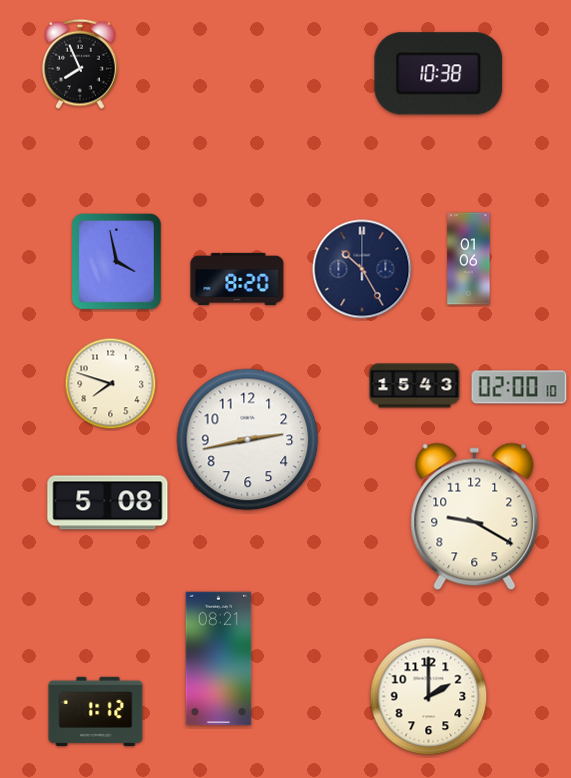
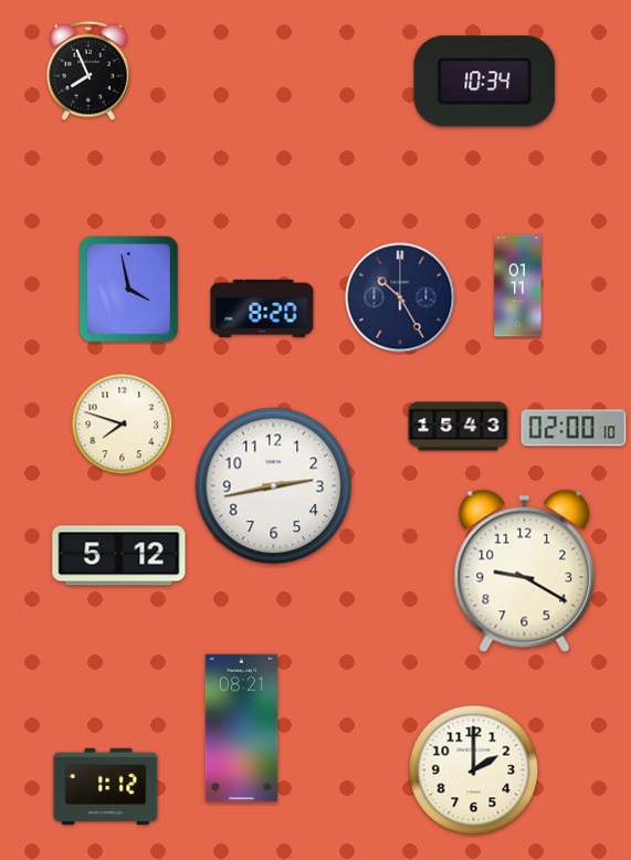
clock at (439, 74): 10:38 -> 10:34
clock at (469, 259): 01:06 -> 01:11
clock at (108, 503): 5:08 -> 5:12
